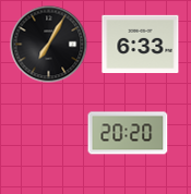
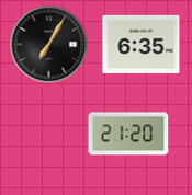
clock at (141, 44): 6:33 -> 6:35
clock at (128, 133): 20:20 -> 21:20
